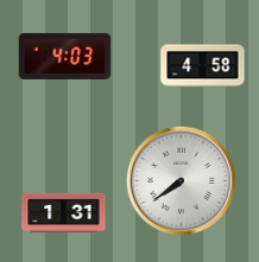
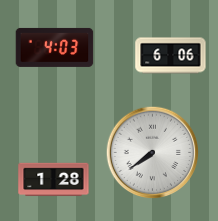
clock at (203, 66): 4:58 -> 6:06
clock at (64, 213): 1:31 -> 1:28
